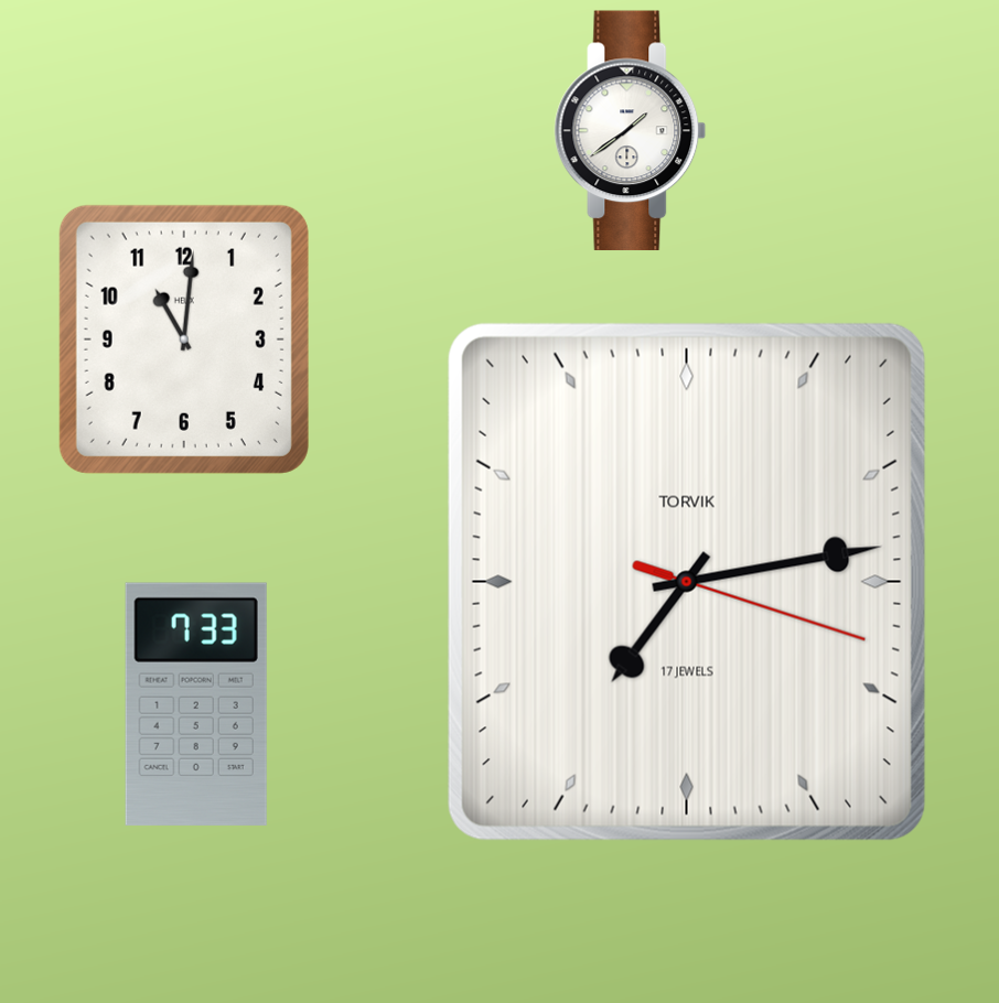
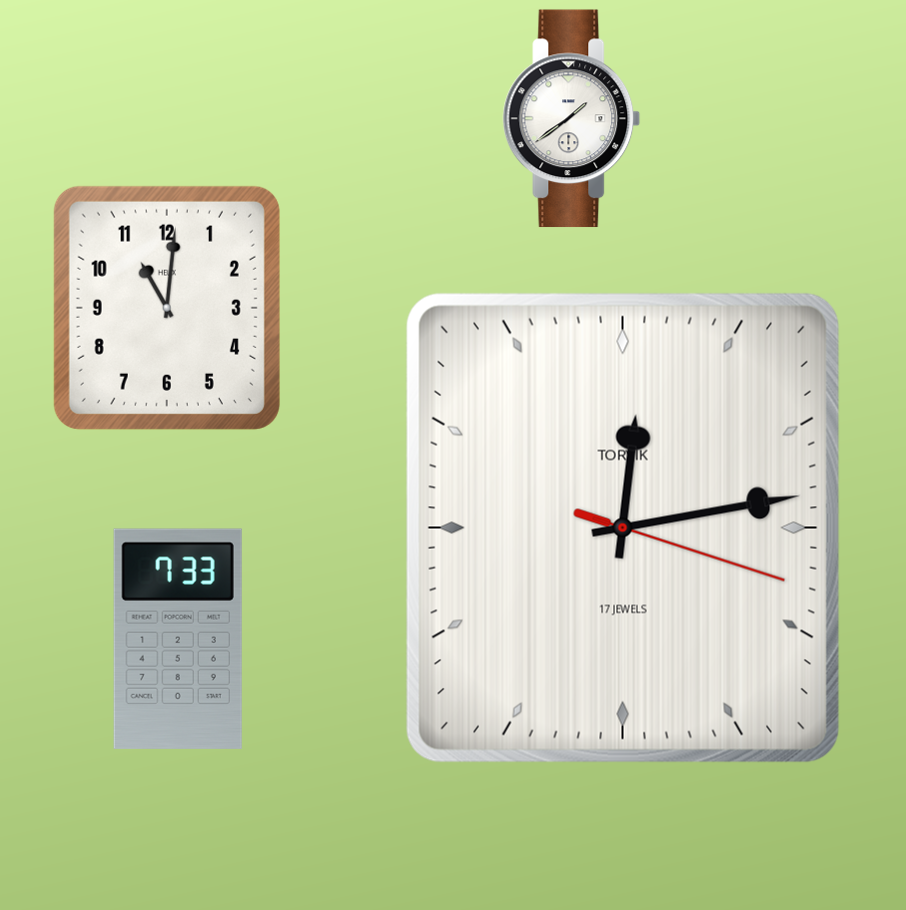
clock at (687, 582): 7:13 -> 12:13
